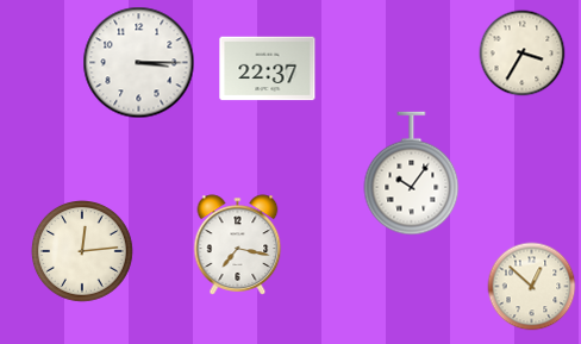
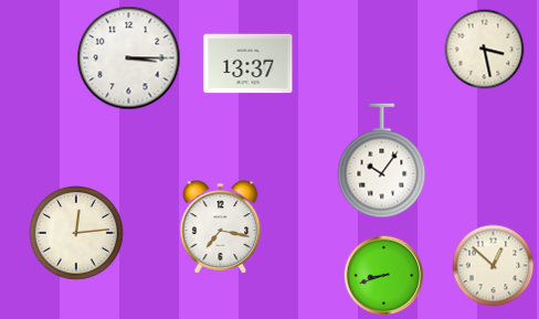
clock at (523, 54): 3:35 -> 3:28
clock at (268, 69): 22:37 -> 13:37
clock at (384, 276): none -> 8:42
